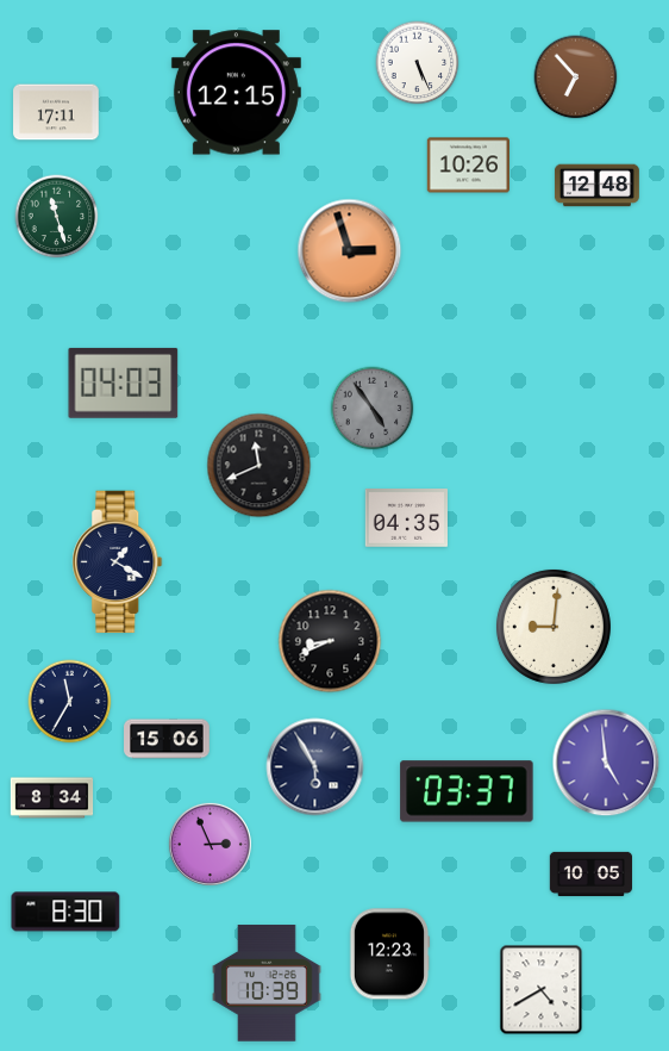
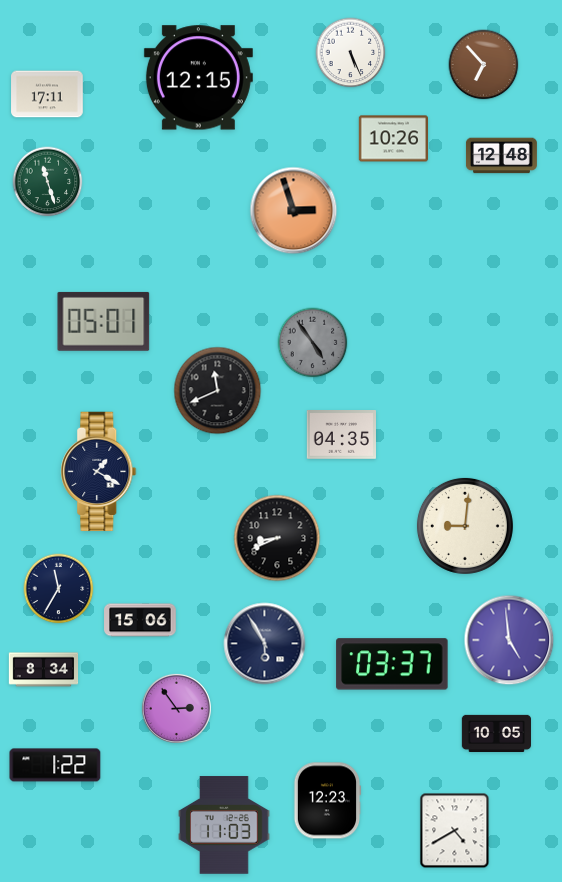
clock at (124, 383): 04:03 -> 05:01
clock at (210, 844): 2:56 -> 2:54
clock at (65, 912): 8:30 -> 1:22
clock at (267, 983): 10:39 -> 11:03
